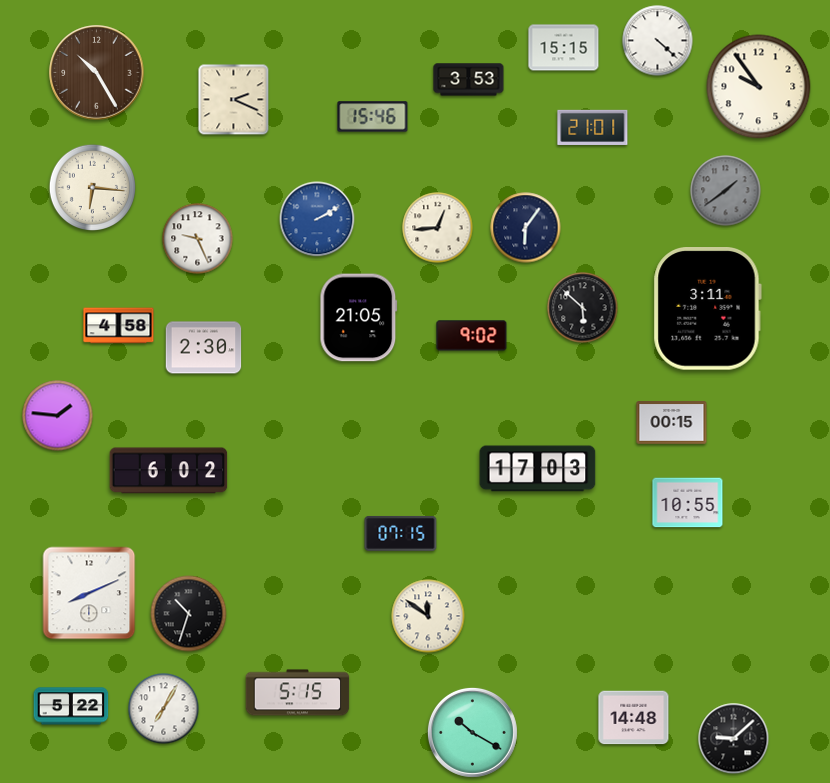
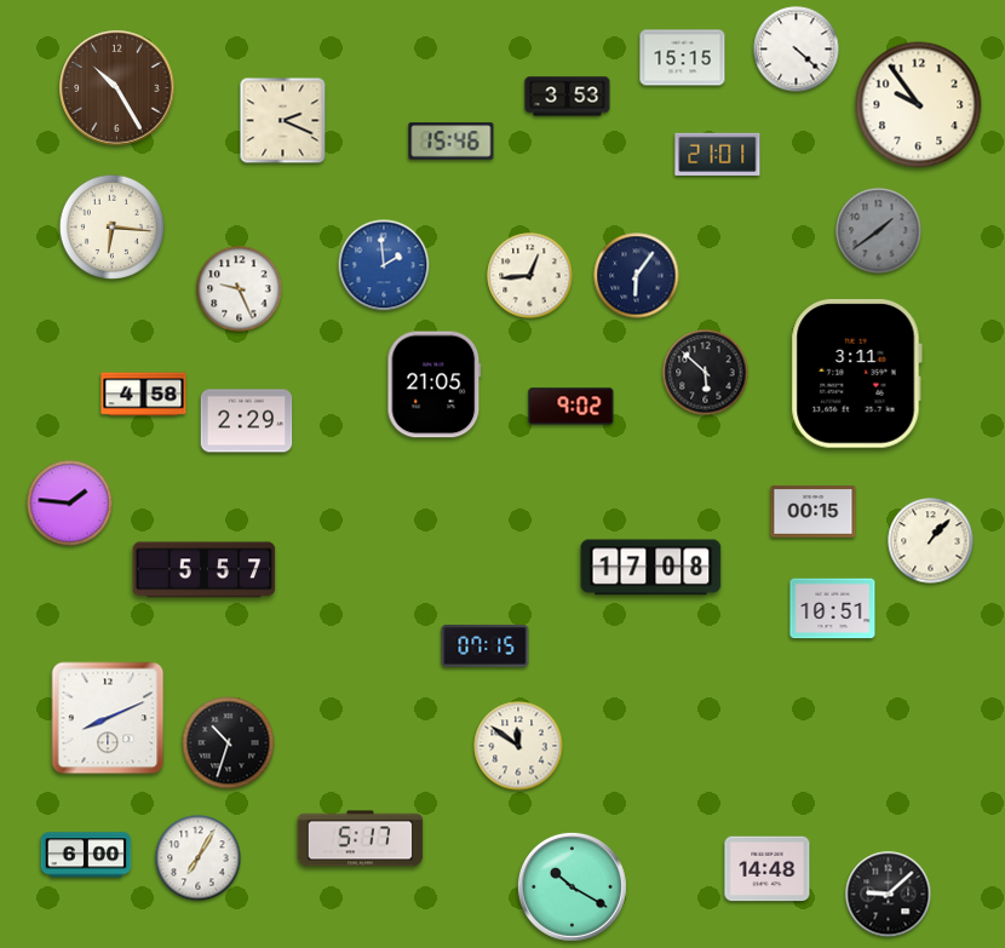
clock at (317, 219): 2:10 -> 1:59
clock at (204, 348): 2:30 -> 2:29
clock at (931, 541): none -> 1:07
clock at (538, 469): 17:03 -> 17:08
clock at (169, 471): 6:02 -> 5:57
clock at (688, 503): 10:55 -> 10:51
clock at (298, 693): 5:15 -> 5:17
clock at (71, 706): 5:22 -> 6:00
